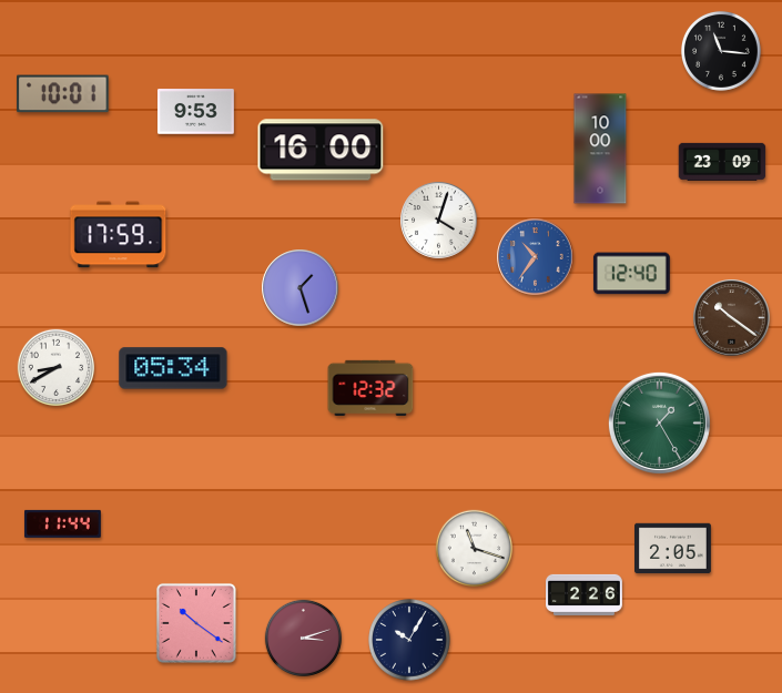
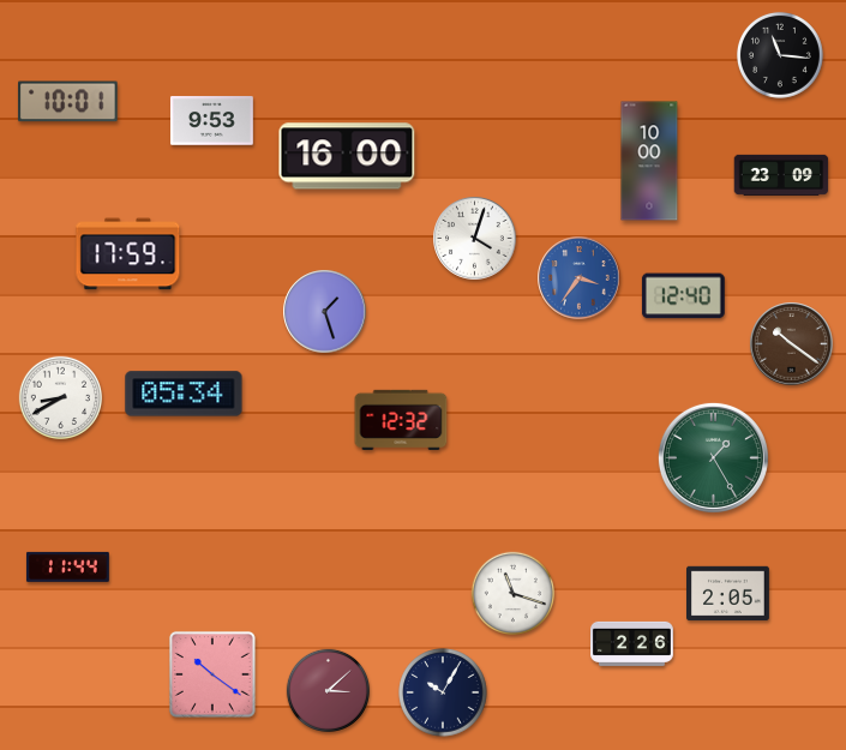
clock at (321, 150) position: (321, 150) -> (347, 156)
clock at (536, 257): 10:36 -> 3:36
clock at (173, 368) position: (173, 368) -> (184, 394)
clock at (303, 638): 3:12 -> 3:08
